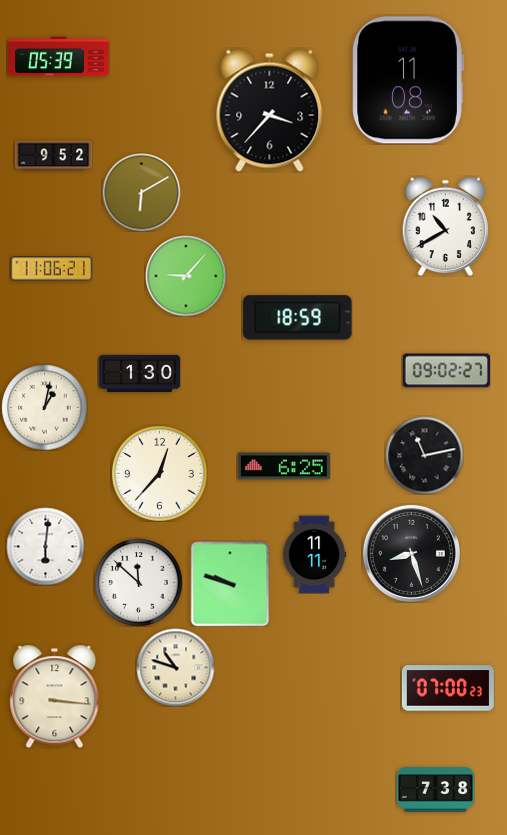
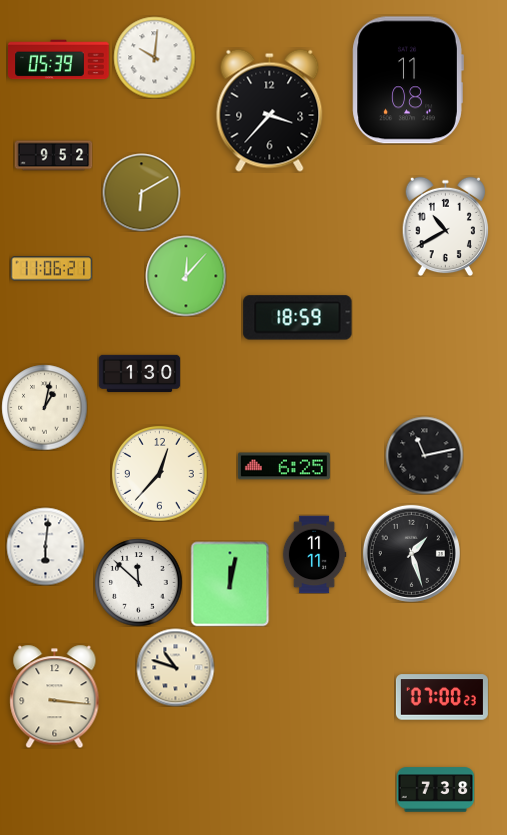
clock at (59, 57) position: (59, 57) -> (59, 60)
clock at (154, 57): none -> 10:01
clock at (186, 276): 9:07 -> 12:07
clock at (446, 371): 09:02 -> none
clock at (411, 553): 8:27 -> 1:27
clock at (230, 584): 9:48 -> 12:02
clock at (448, 688) position: (448, 688) -> (442, 697)
